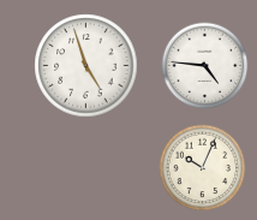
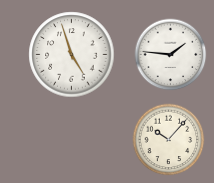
clock at (205, 66): 4:46 -> 1:46
clock at (203, 168): 10:04 -> 10:07
